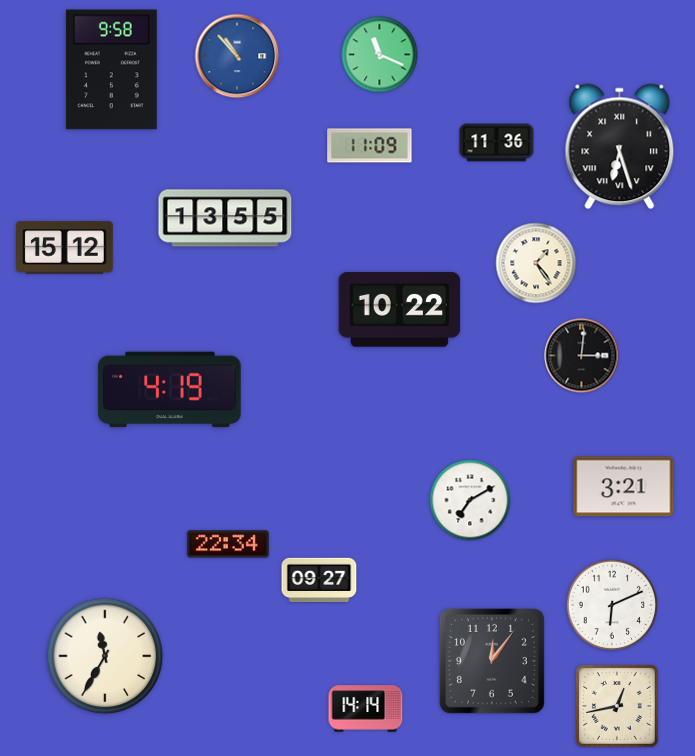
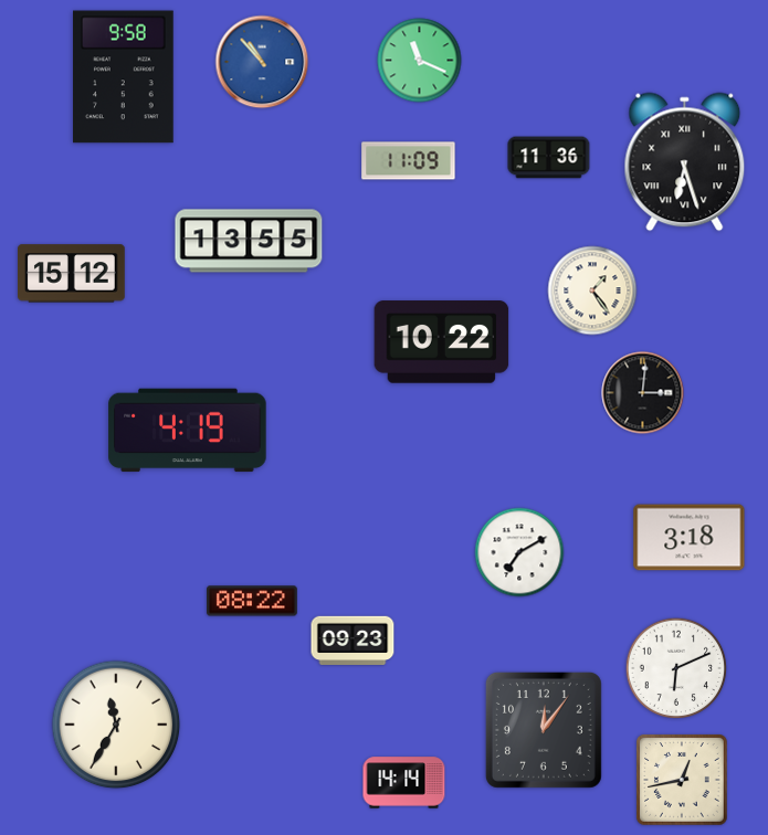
clock at (624, 487): 3:21 -> 3:18
clock at (229, 544): 22:34 -> 08:22
clock at (319, 580): 09:27 -> 09:23
